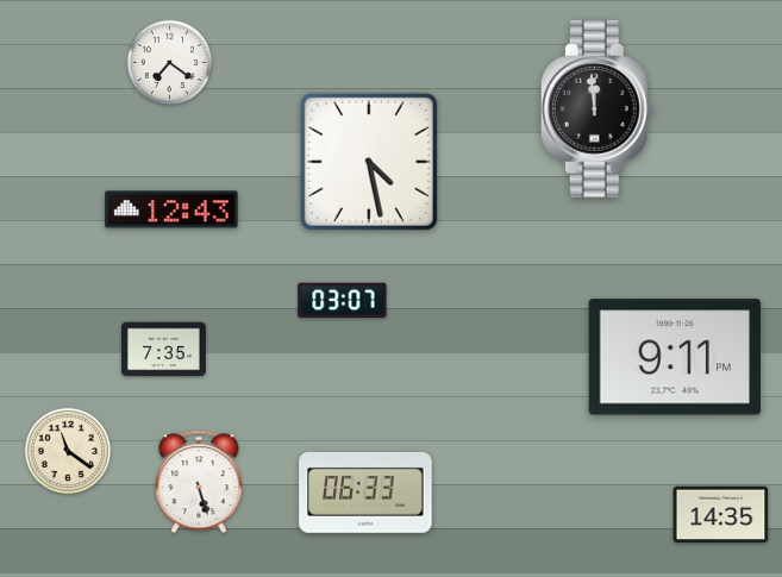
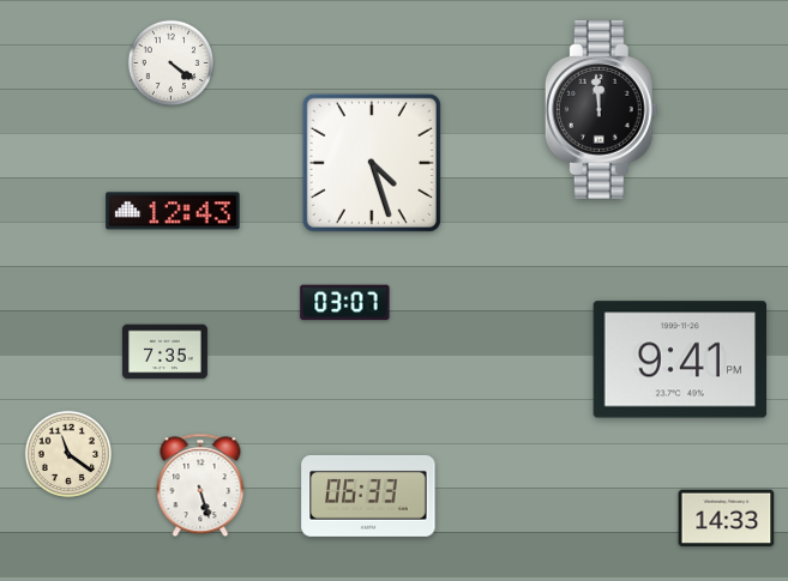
clock at (170, 63): 7:21 -> 4:21
clock at (369, 162): 4:28 -> 4:27
clock at (675, 357): 9:11 -> 9:41
clock at (721, 515): 14:35 -> 14:33
